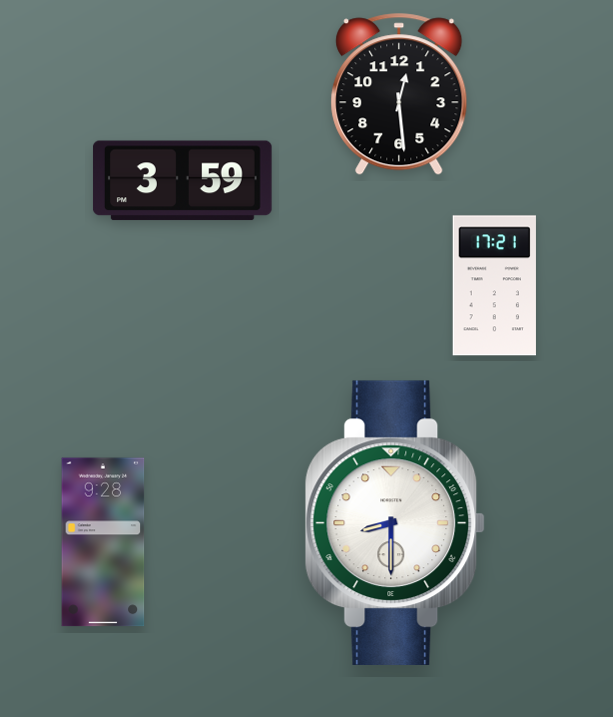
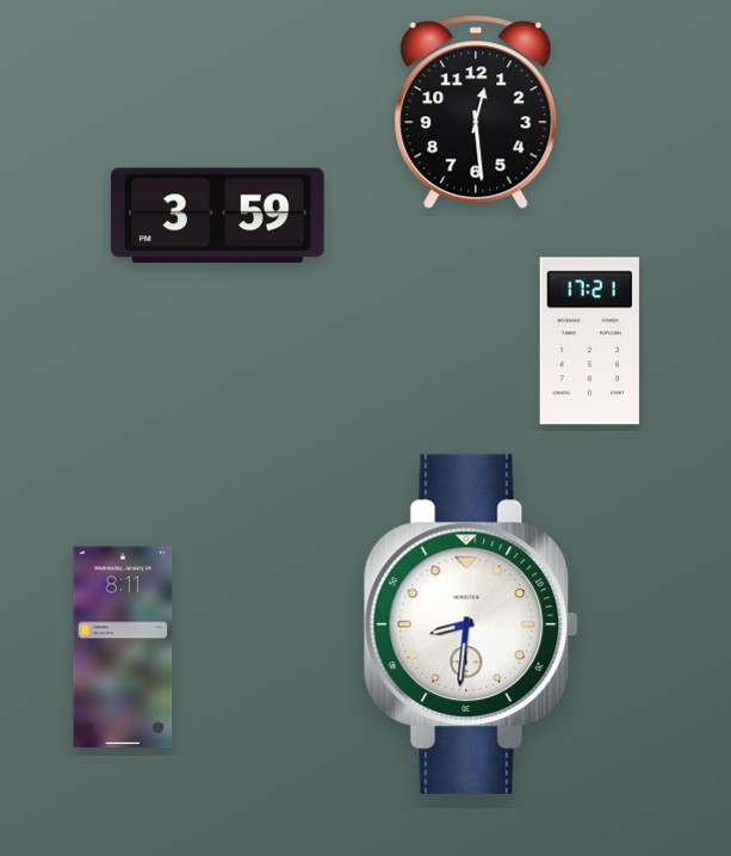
clock at (395, 522): 8:30 -> 8:31
clock at (103, 542): 9:28 -> 8:11
